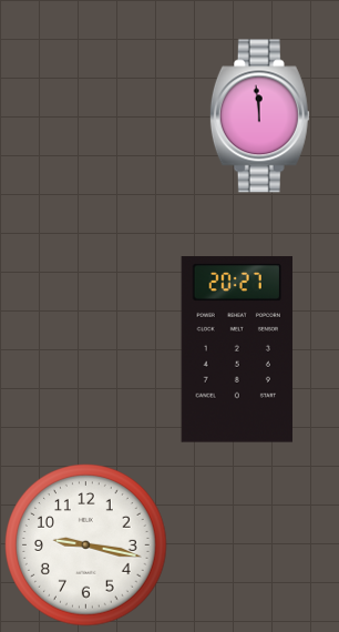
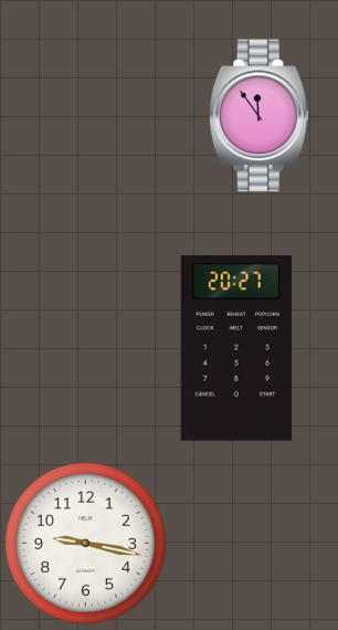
clock at (259, 116): 11:59 -> 11:54
